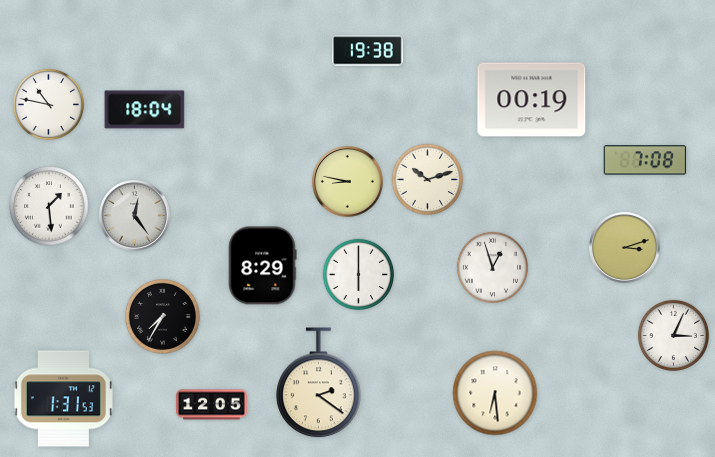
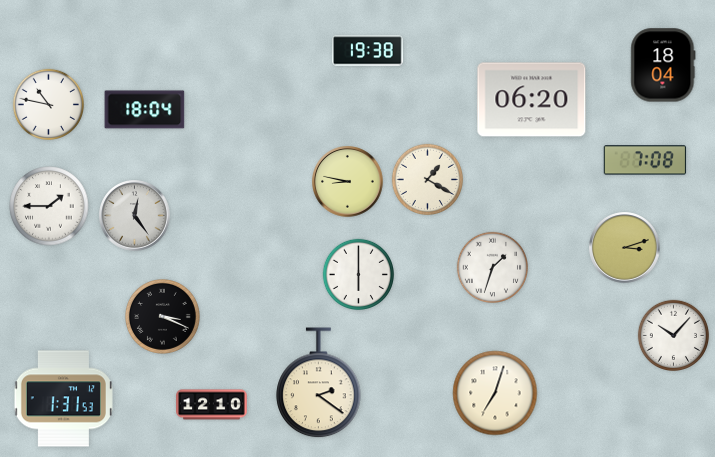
clock at (663, 65): none -> 18:04
clock at (532, 100): 00:19 -> 06:20
clock at (427, 179): 10:12 -> 1:20
clock at (49, 206): 1:29 -> 1:45
clock at (262, 266): 8:29 -> none
clock at (492, 267): 12:57 -> 1:33
clock at (162, 316): 7:35 -> 3:19
clock at (673, 335): 3:04 -> 10:07
clock at (495, 393): 6:29 -> 7:03
clock at (212, 405): 12:05 -> 12:10
